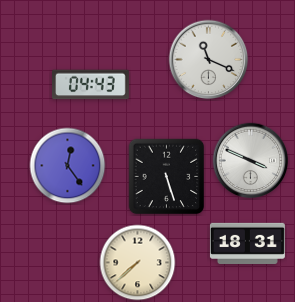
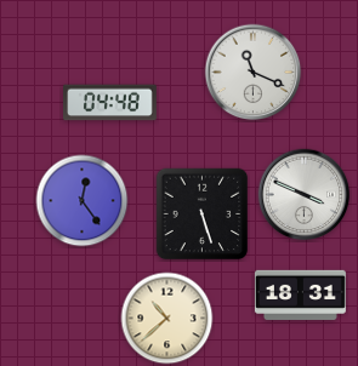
clock at (91, 85): 04:43 -> 04:48
clock at (138, 263): 7:38 -> 10:38
